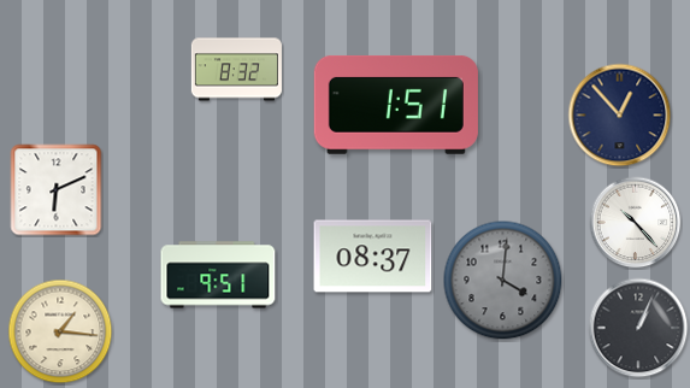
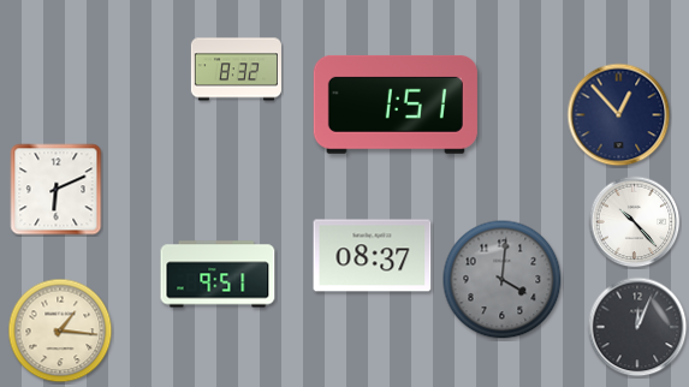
clock at (638, 328): 1:04 -> 12:04
